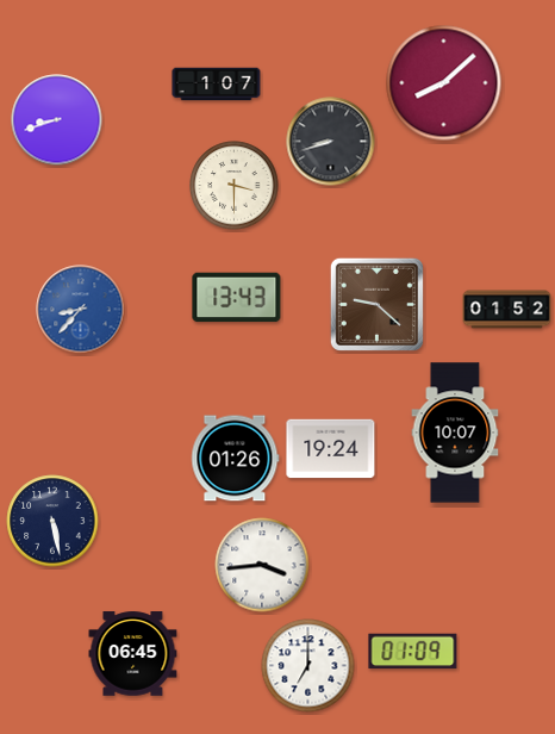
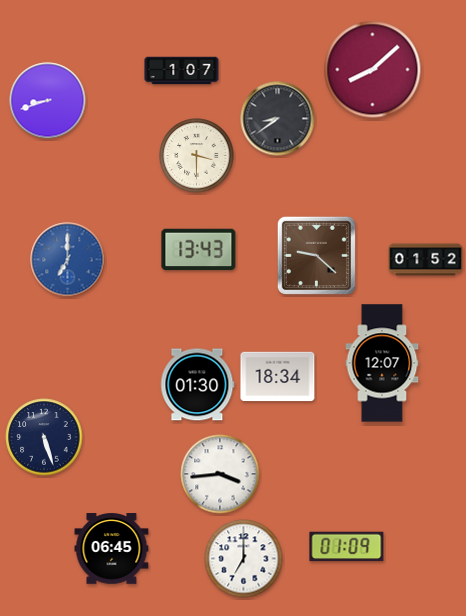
clock at (331, 142): 8:42 -> 8:39
clock at (81, 310): 8:37 -> 7:00
clock at (455, 433): 10:07 -> 12:07
clock at (331, 449): 19:24 -> 18:34
clock at (236, 459): 01:26 -> 01:30
clock at (52, 521): 5:28 -> 5:27
clock at (308, 666) position: (308, 666) -> (244, 559)
